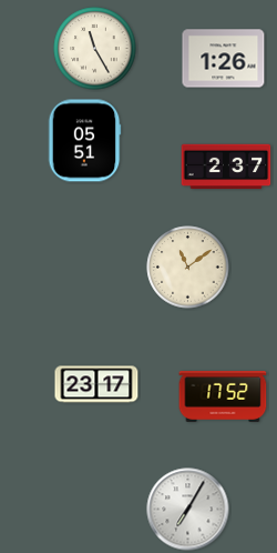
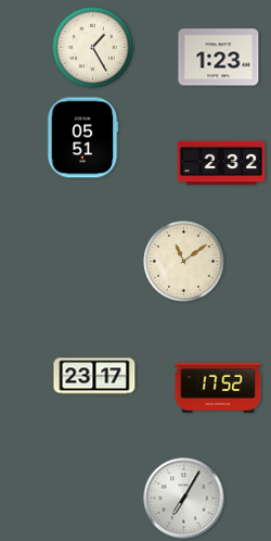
clock at (95, 49): 11:25 -> 1:25
clock at (224, 59): 1:26 -> 1:23
clock at (226, 167): 2:37 -> 2:32
